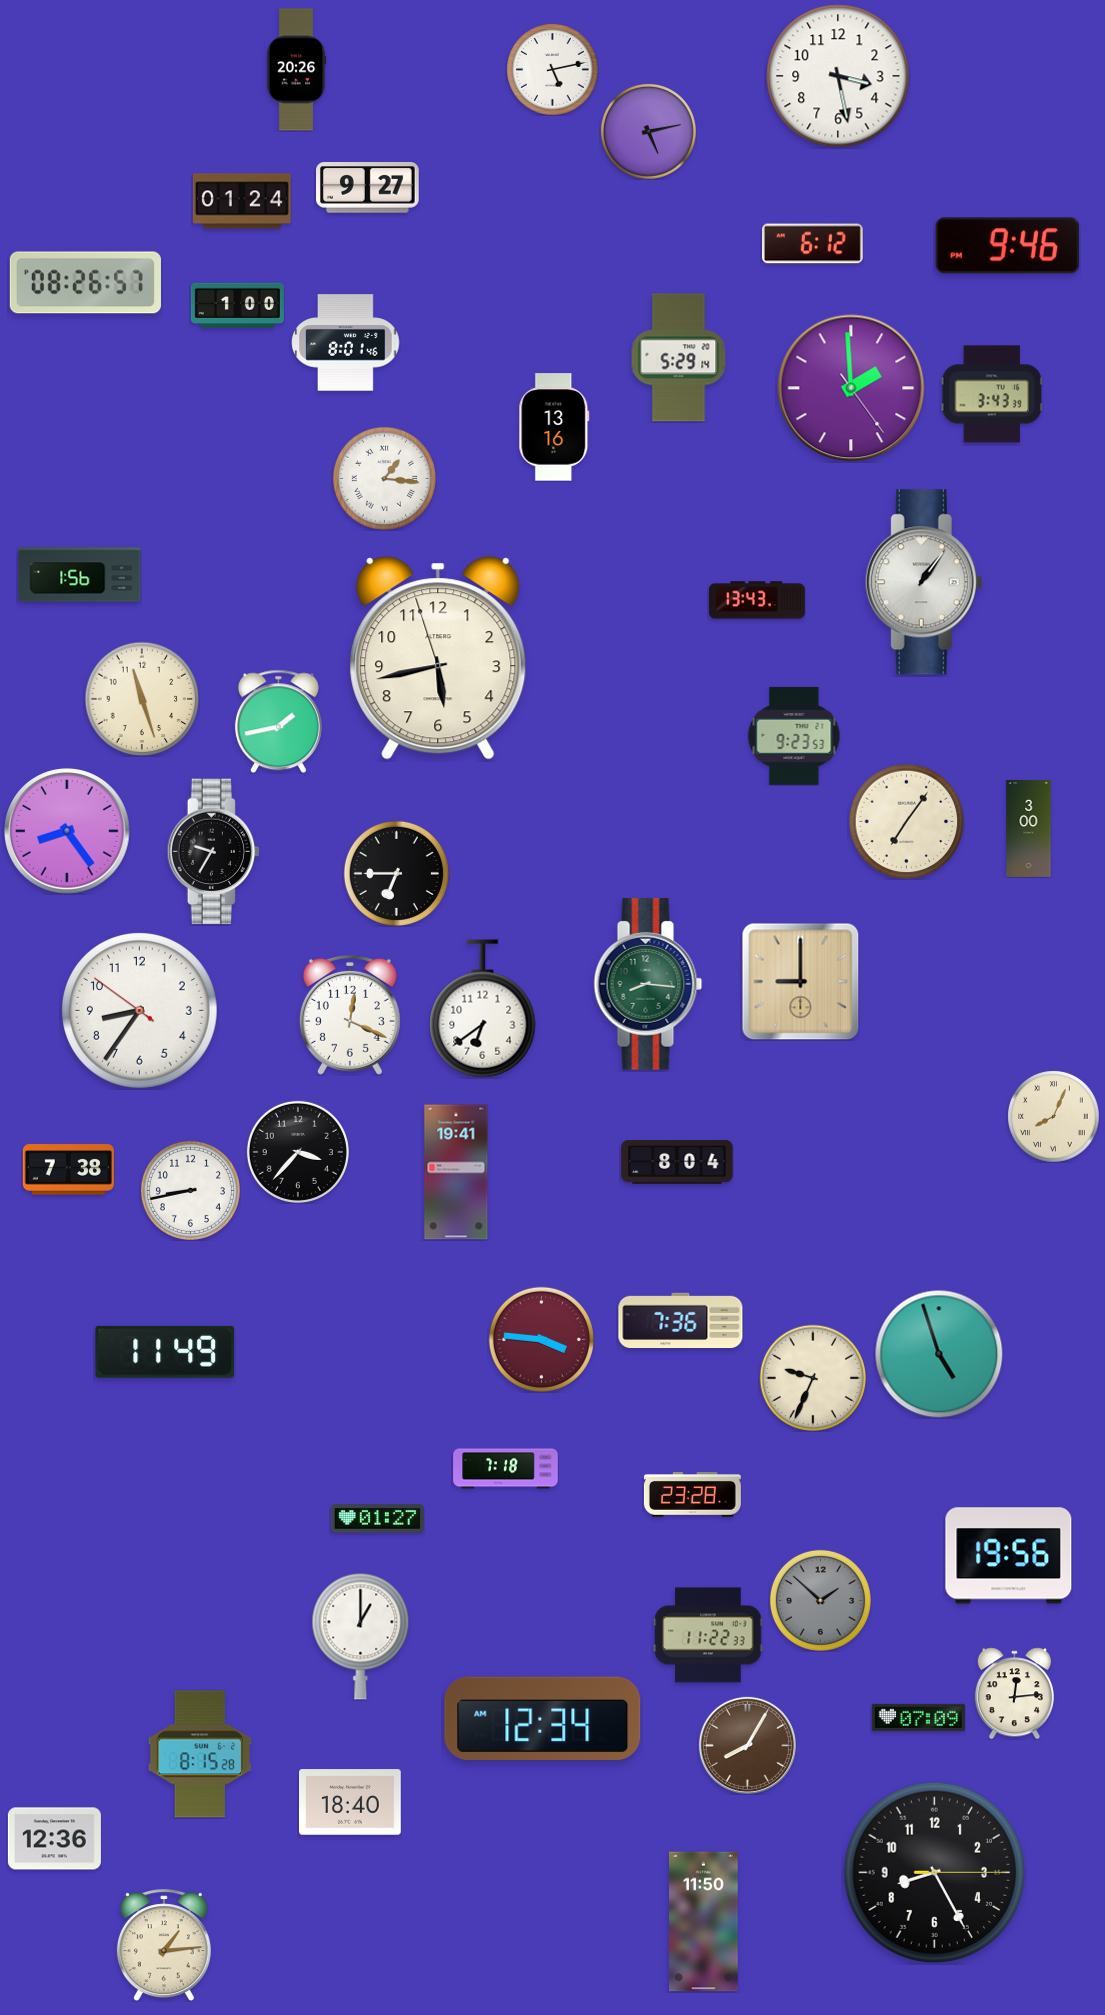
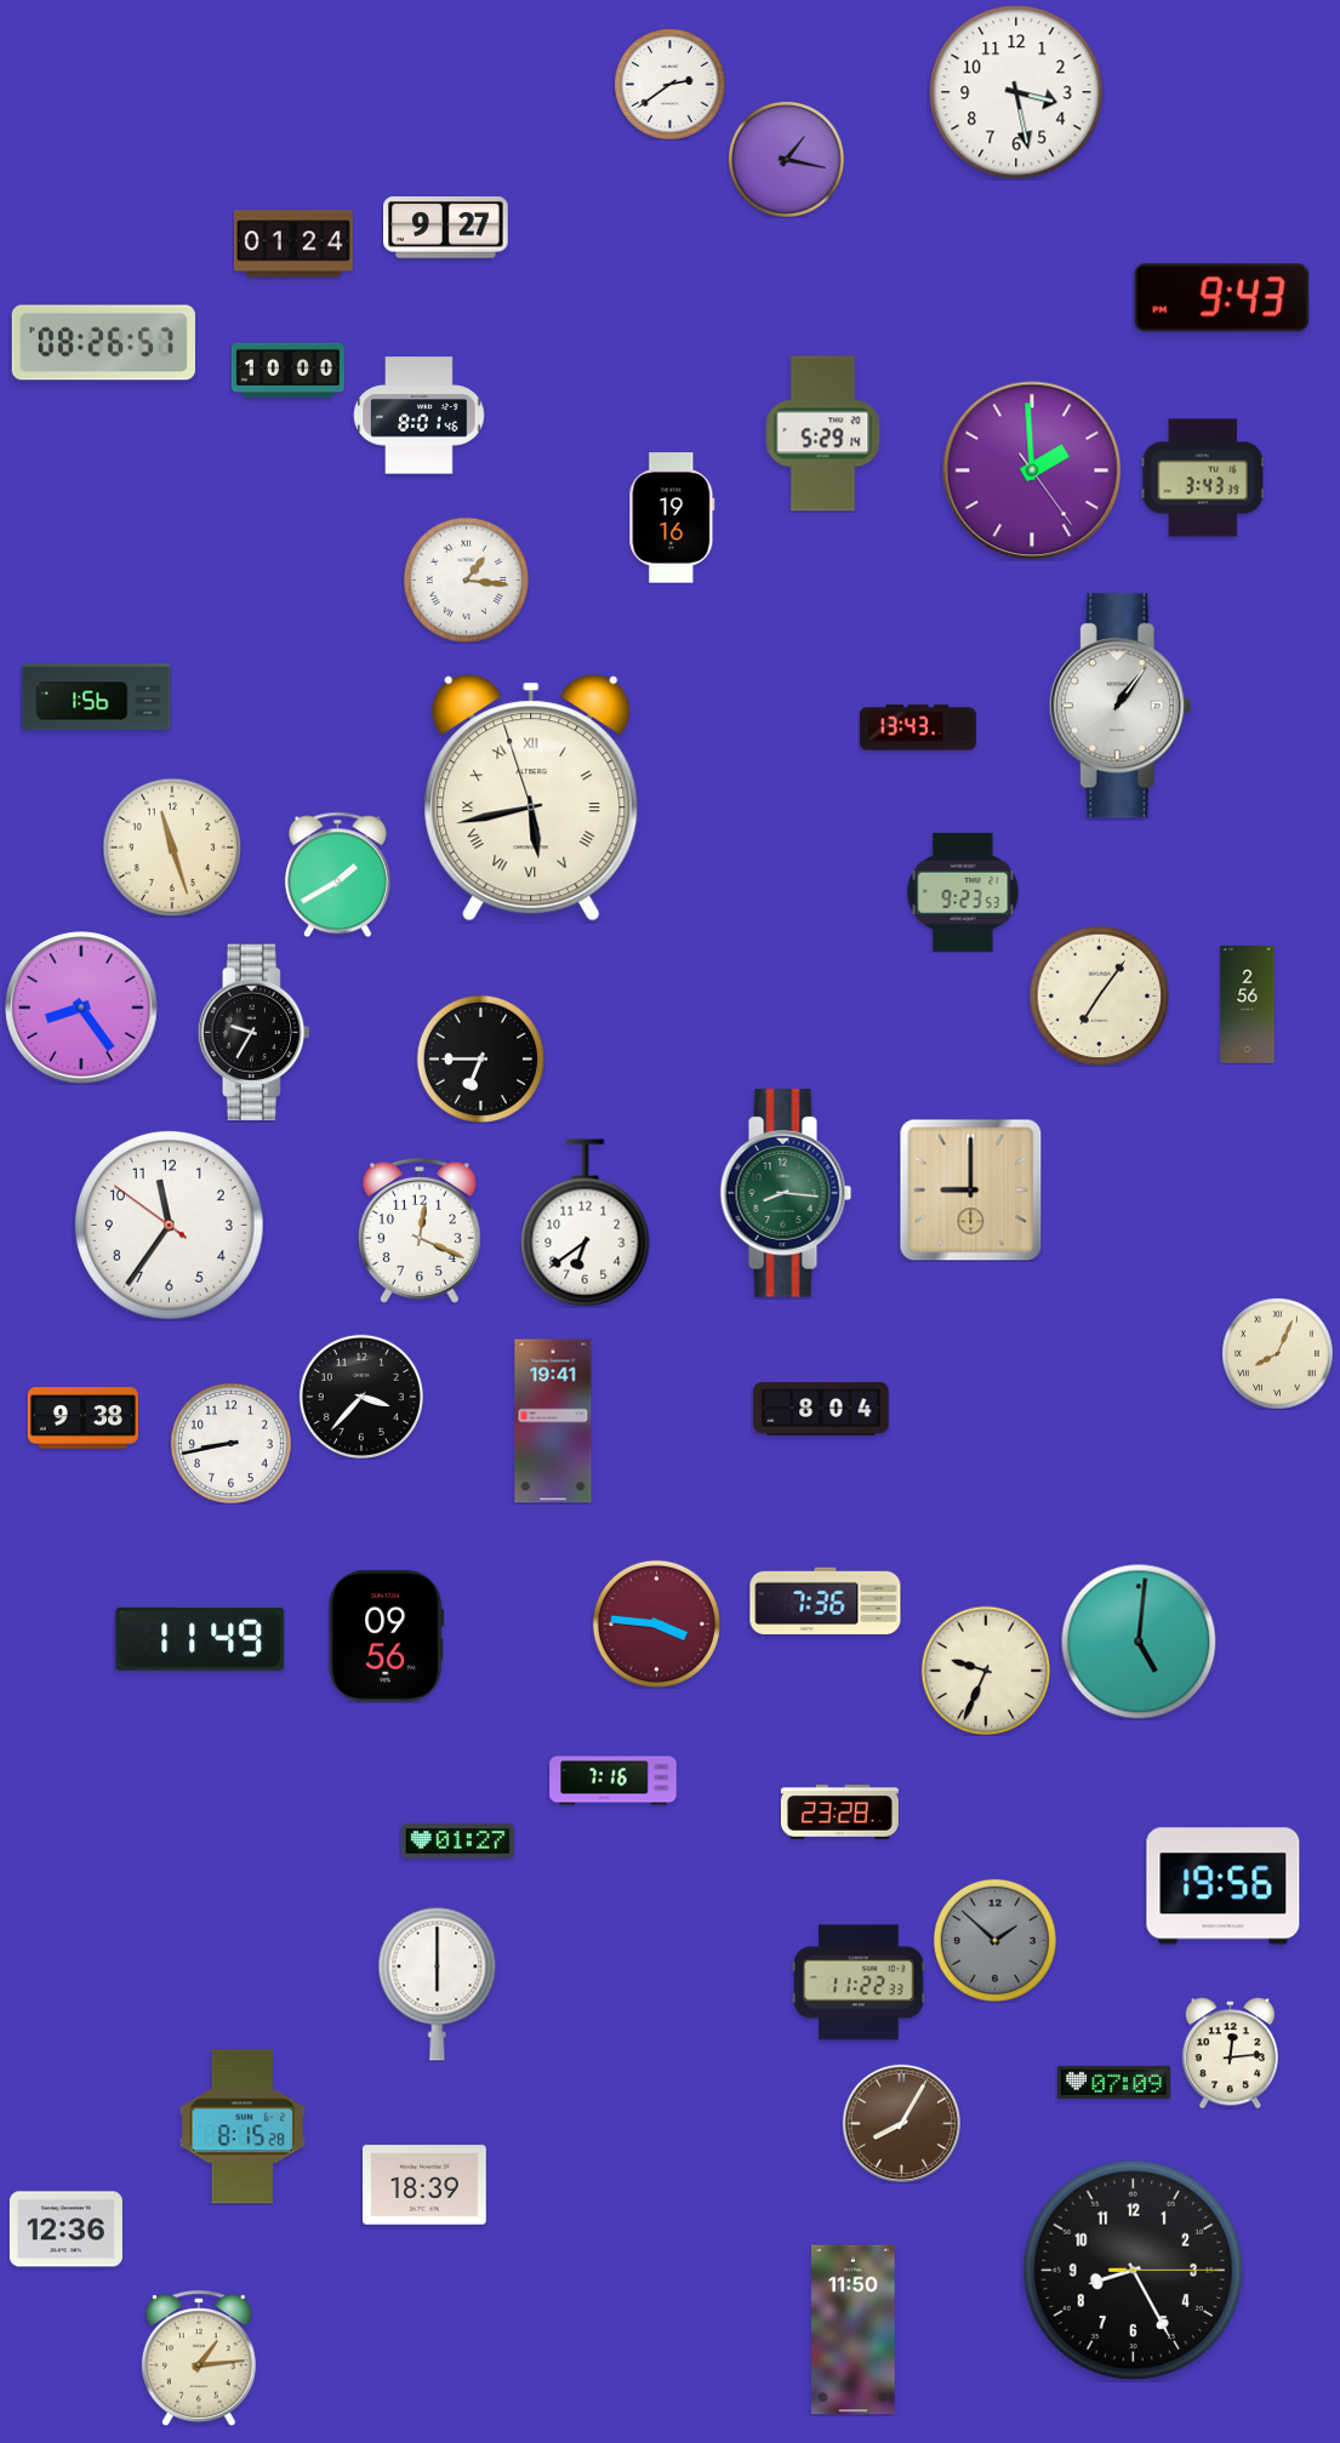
clock at (296, 70): 20:26 -> none
clock at (553, 70): 5:13 -> 2:39
clock at (648, 131): 5:13 -> 1:17
clock at (813, 244): 6:12 -> none
clock at (1008, 246): 9:46 -> 9:43
clock at (237, 305): 1:00 -> 10:00
clock at (554, 427): 13:16 -> 19:16
clock at (438, 658) numerals: Arabic -> Roman
clock at (278, 721): 1:43 -> 1:40
clock at (1029, 828): 3:00 -> 2:56
clock at (213, 852) position: (213, 852) -> (253, 1033)
clock at (139, 1010): 8:35 -> 11:35
clock at (350, 1015) position: (350, 1015) -> (420, 1231)
clock at (68, 1170): 7:38 -> 9:38
clock at (387, 1637): none -> 09:56
clock at (939, 1354): 4:57 -> 5:01
clock at (506, 1469): 7:18 -> 7:16
clock at (361, 1636): 1:00 -> 6:00
clock at (543, 1718): 12:34 -> none
clock at (747, 1745) position: (747, 1745) -> (901, 2123)
clock at (351, 1802): 18:40 -> 18:39
